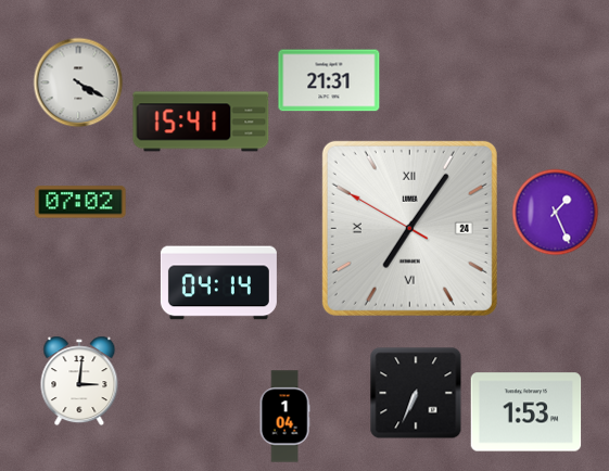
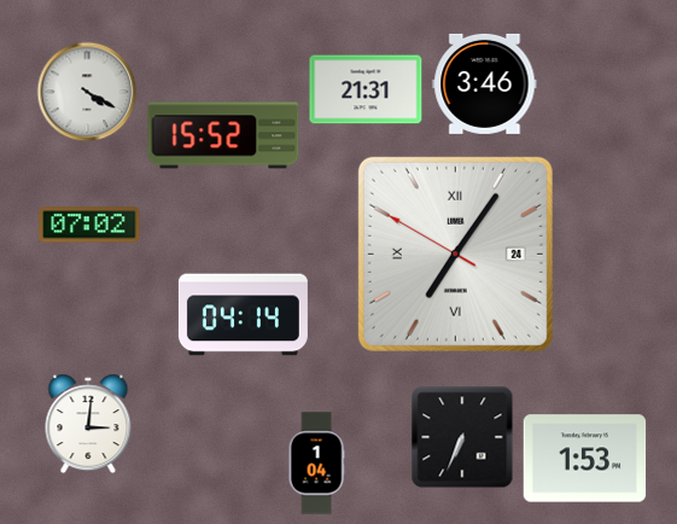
clock at (485, 83): none -> 3:46
clock at (201, 122): 15:41 -> 15:52
clock at (556, 213): 1:26 -> none
